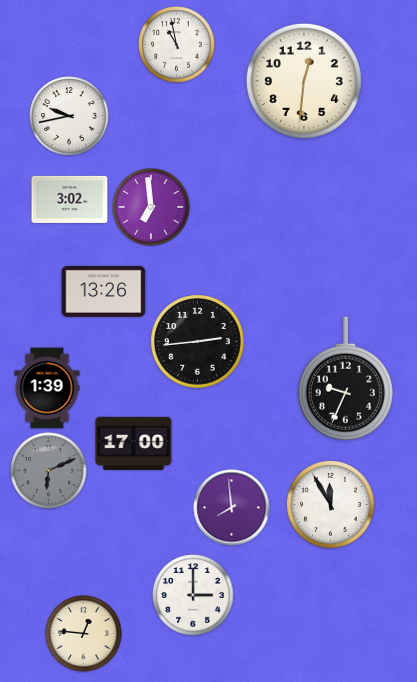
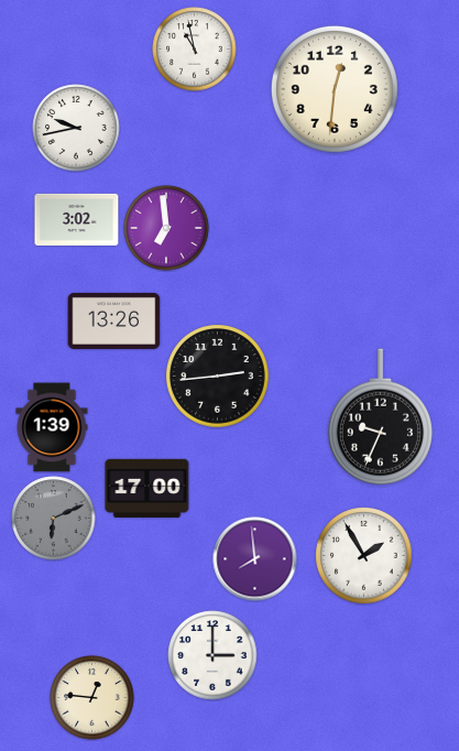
clock at (331, 505): 11:55 -> 1:55
